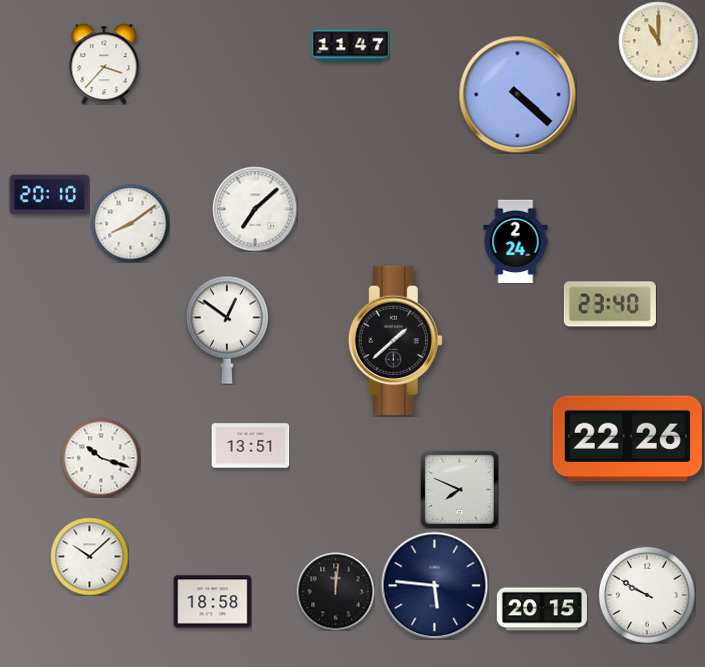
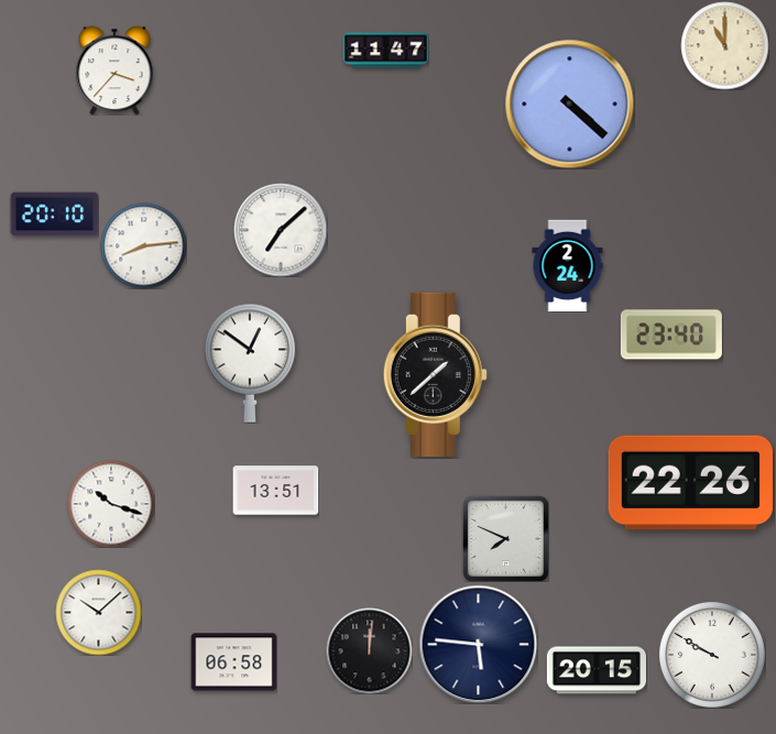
clock at (130, 223): 8:09 -> 8:14
clock at (212, 602): 18:58 -> 06:58
